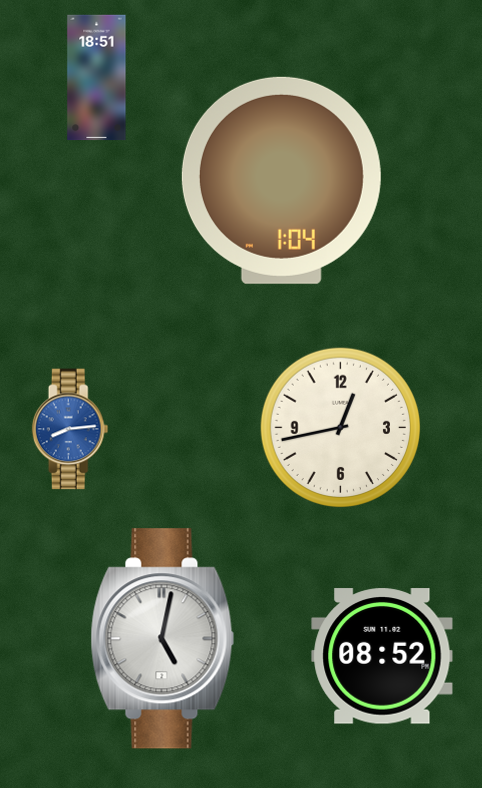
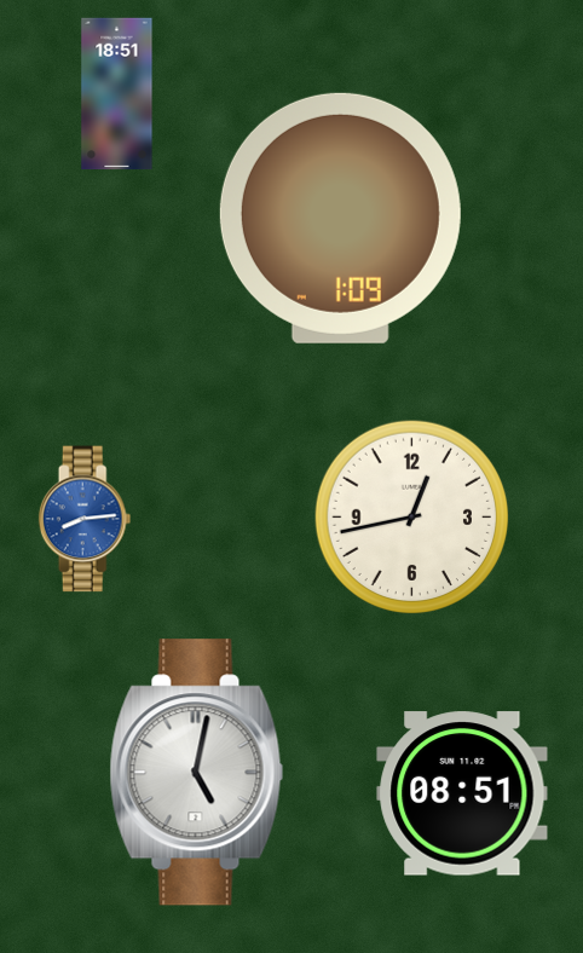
clock at (281, 180): 1:04 -> 1:09
clock at (382, 656): 08:52 -> 08:51
